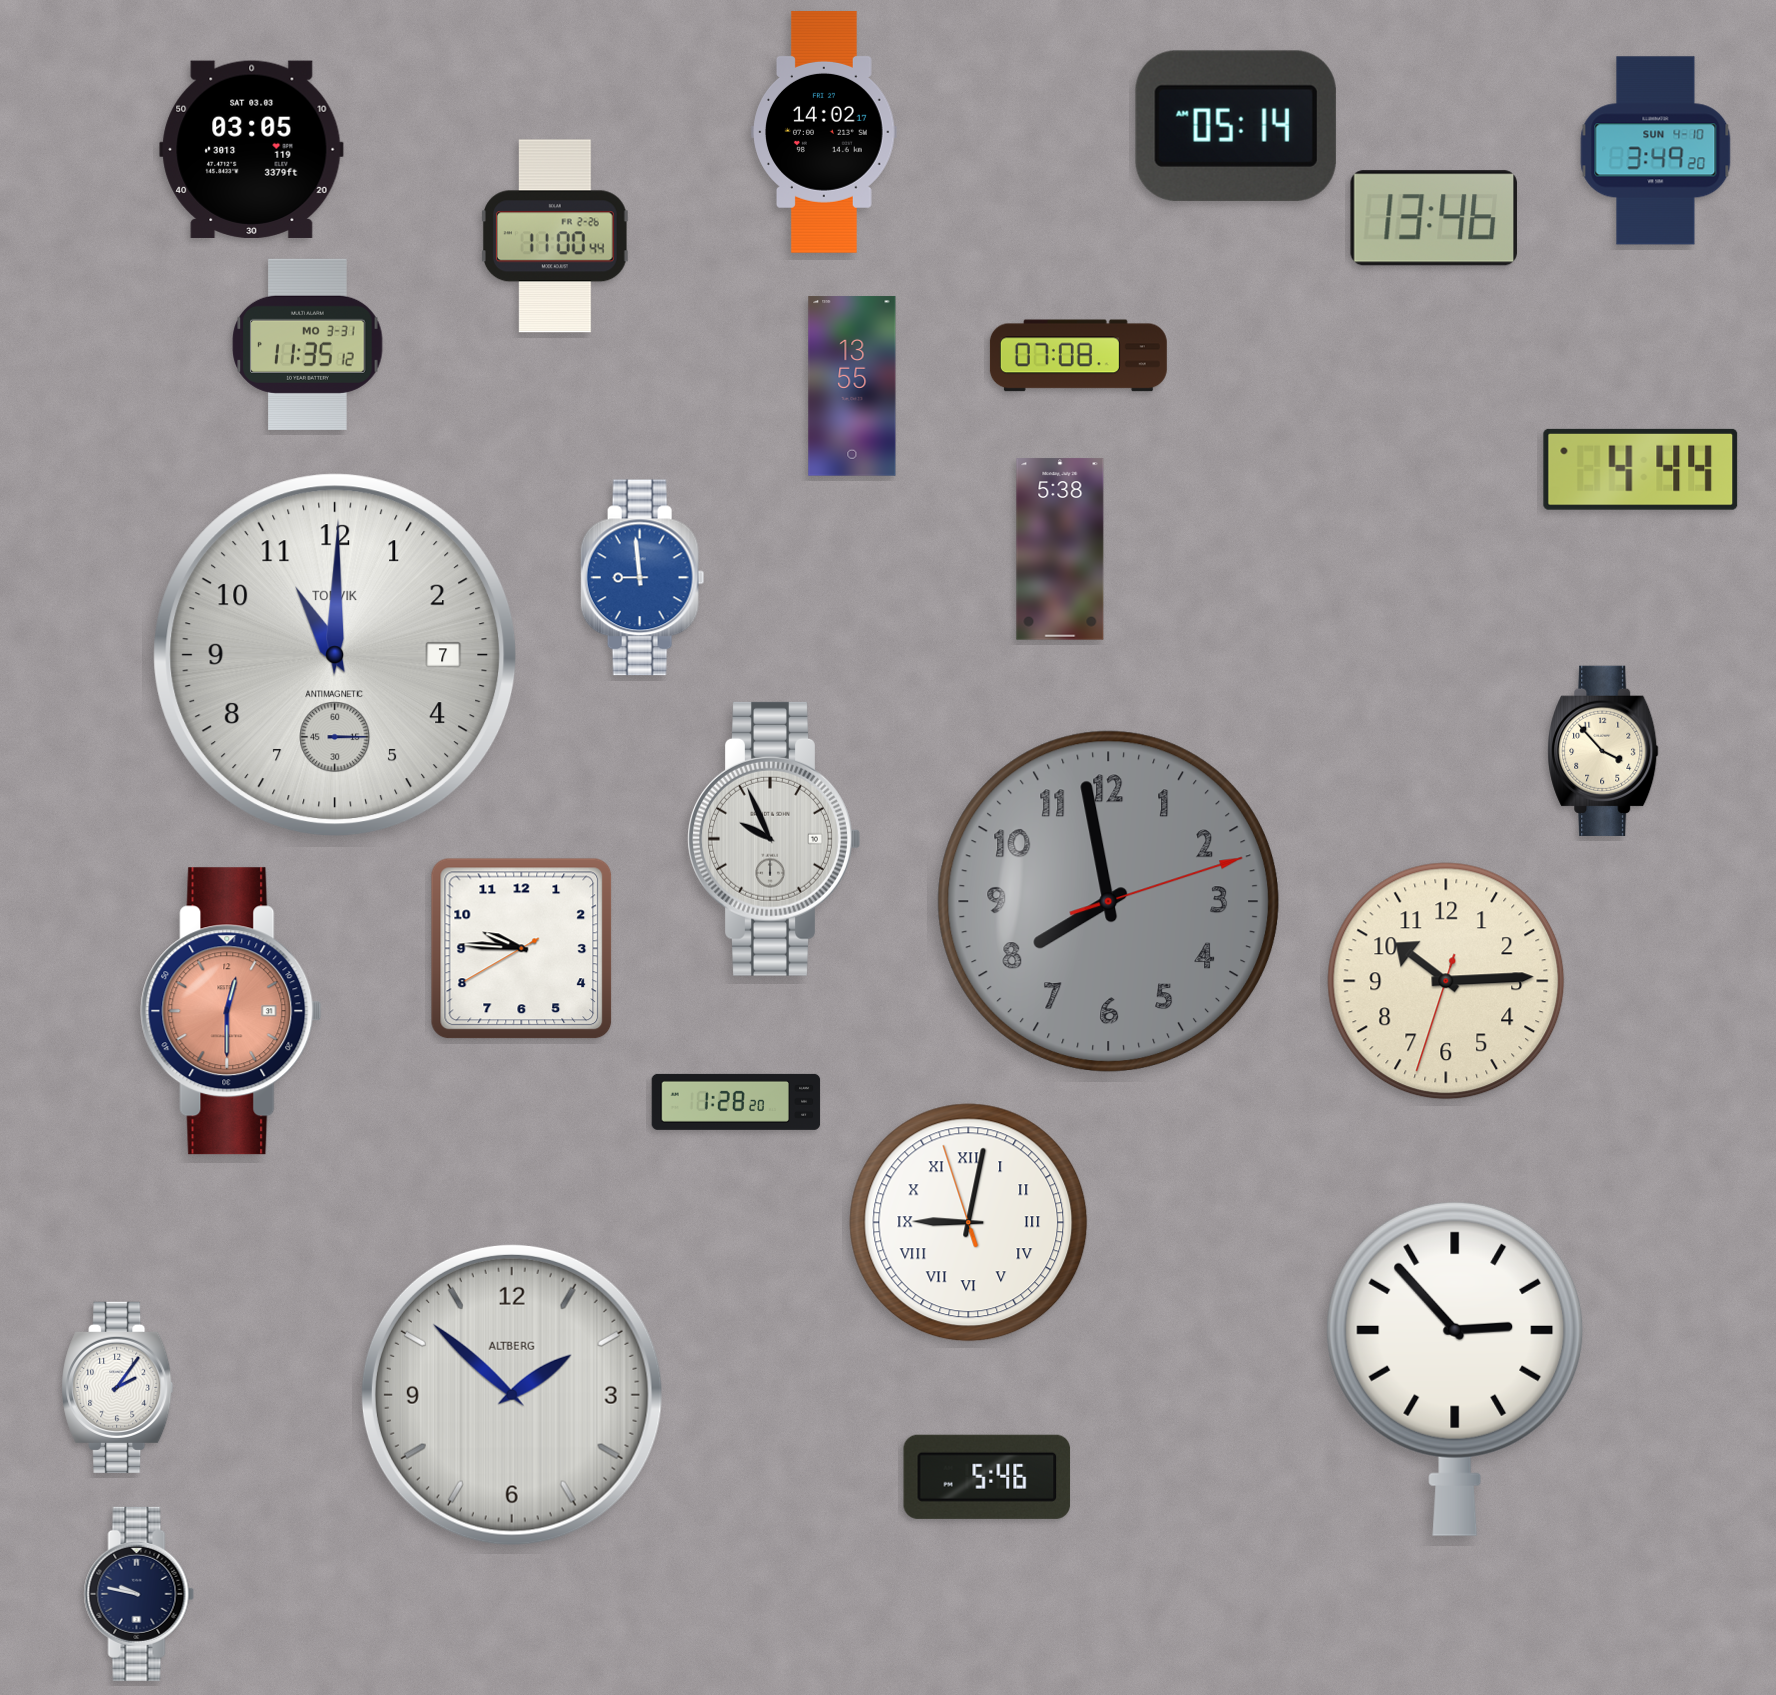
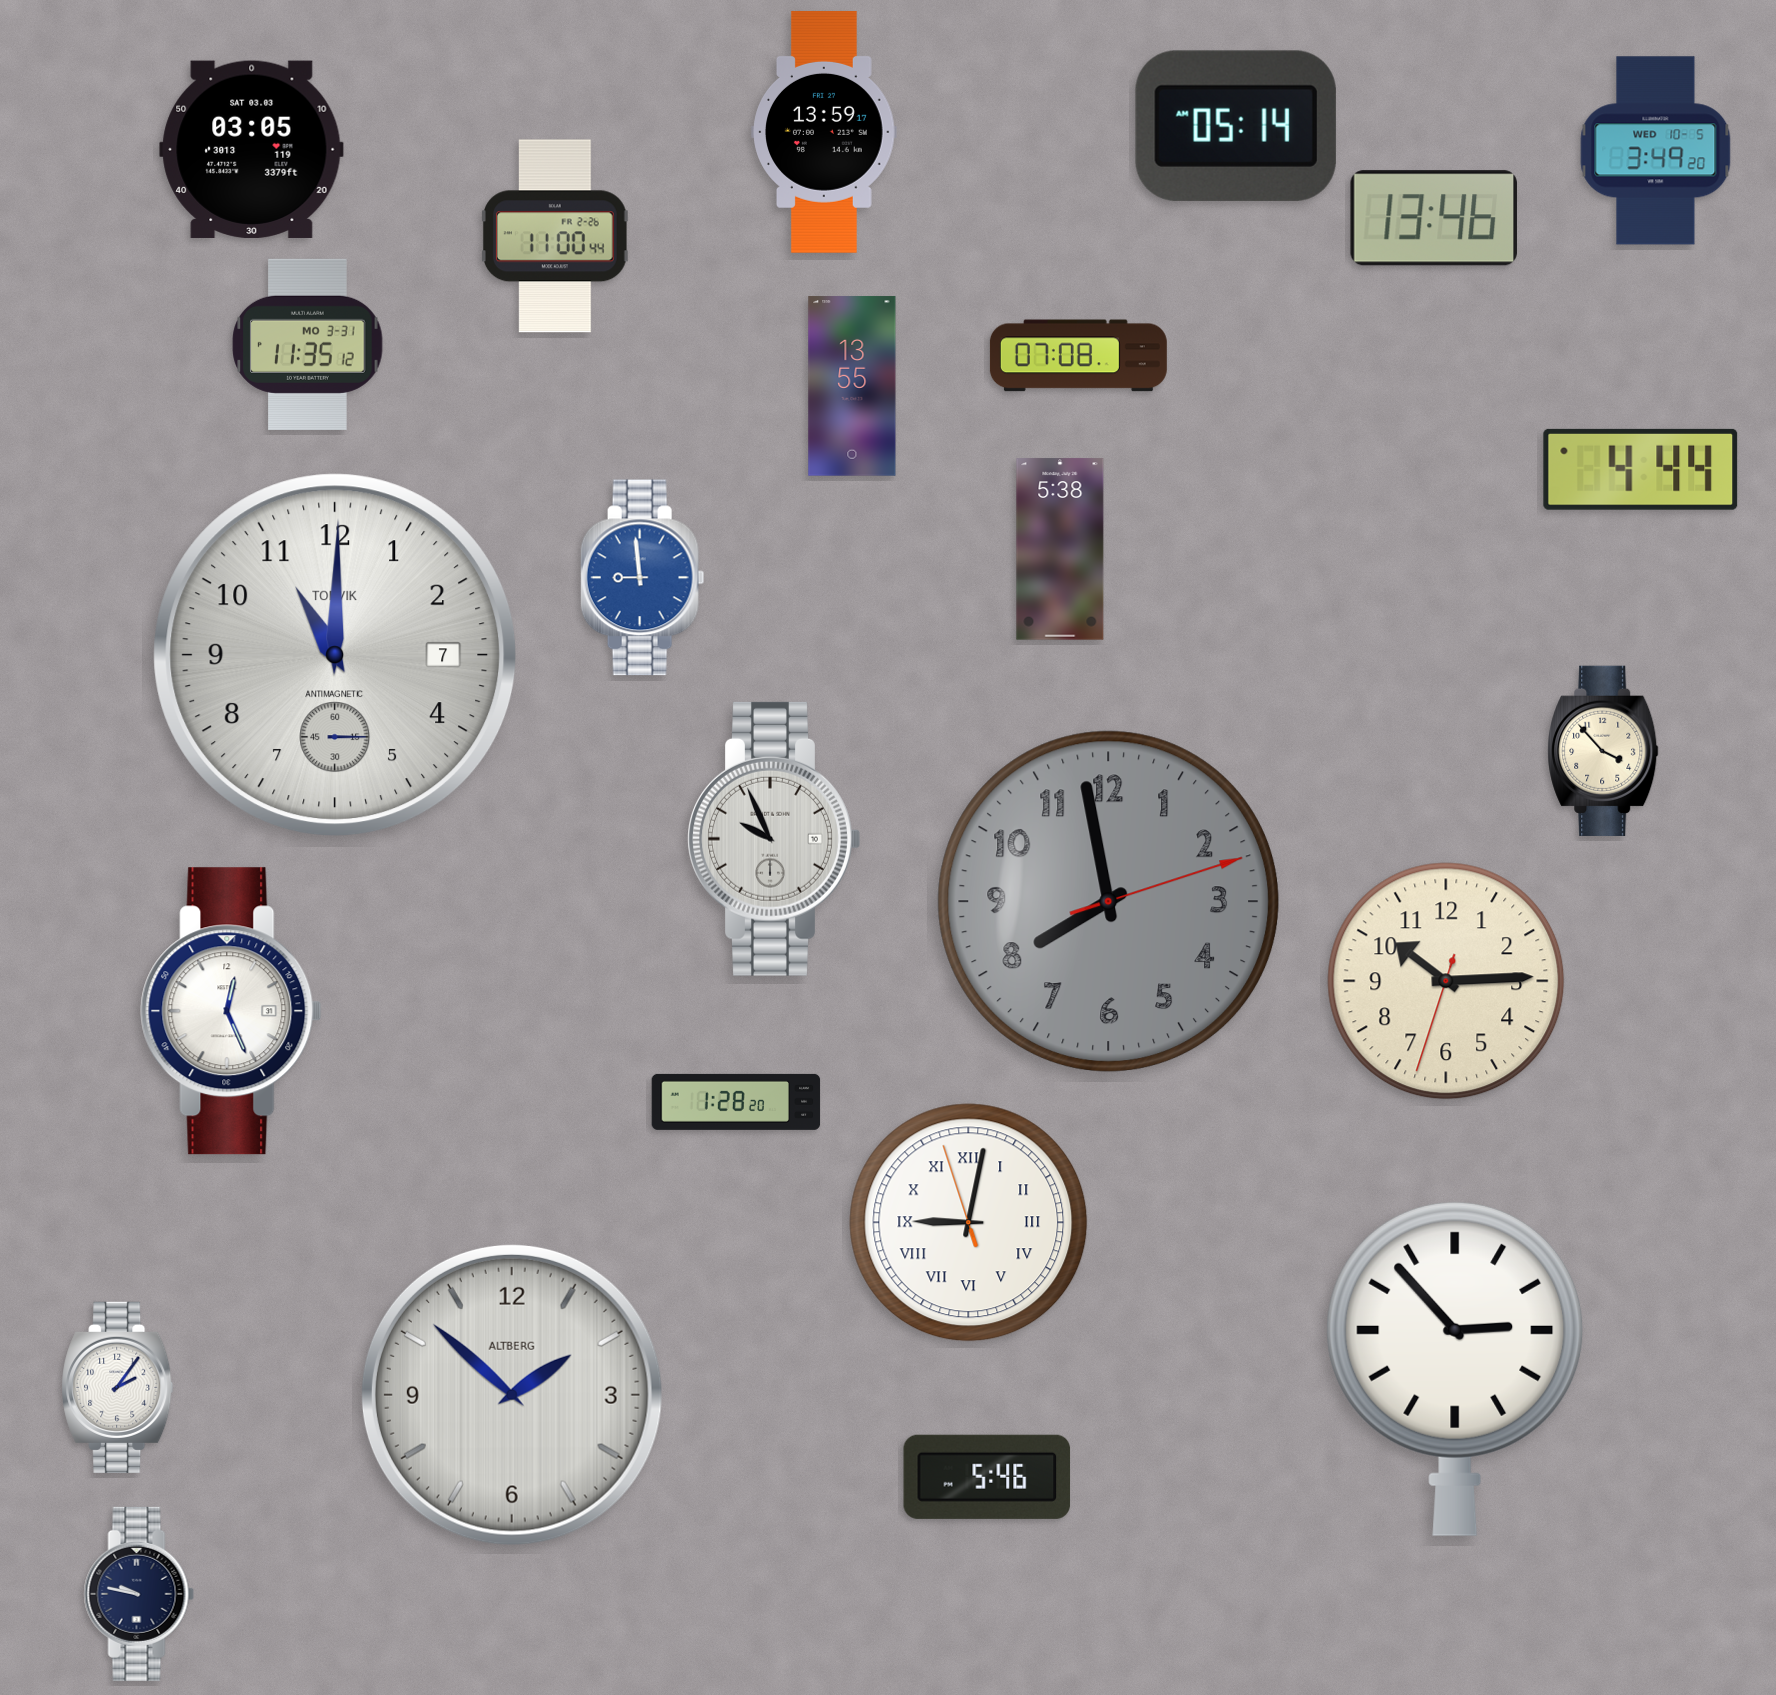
clock at (824, 132): 14:02 -> 13:59
clock at (1656, 151) date: SUN 4-10 -> WED 10-5
clock at (522, 949): 9:45 -> none
clock at (231, 1011): 12:30 -> 12:26
clock at (231, 1011) dial: salmon -> white
